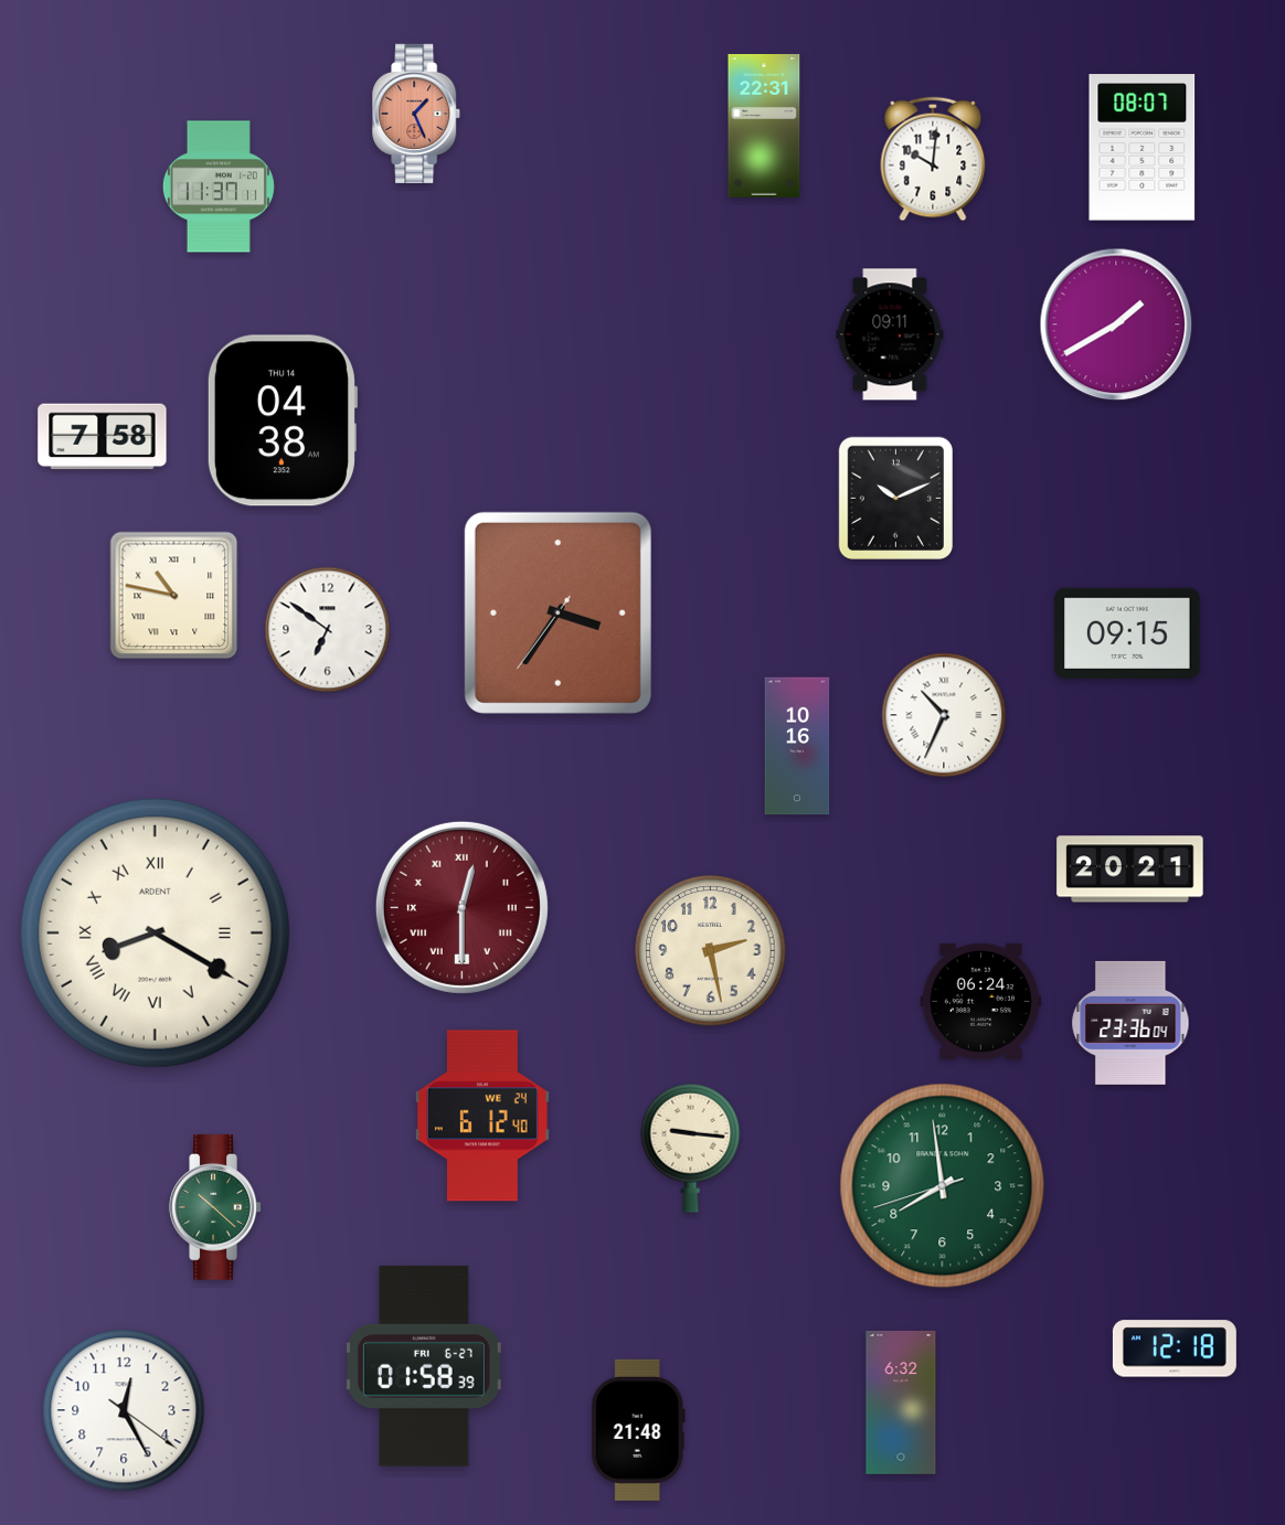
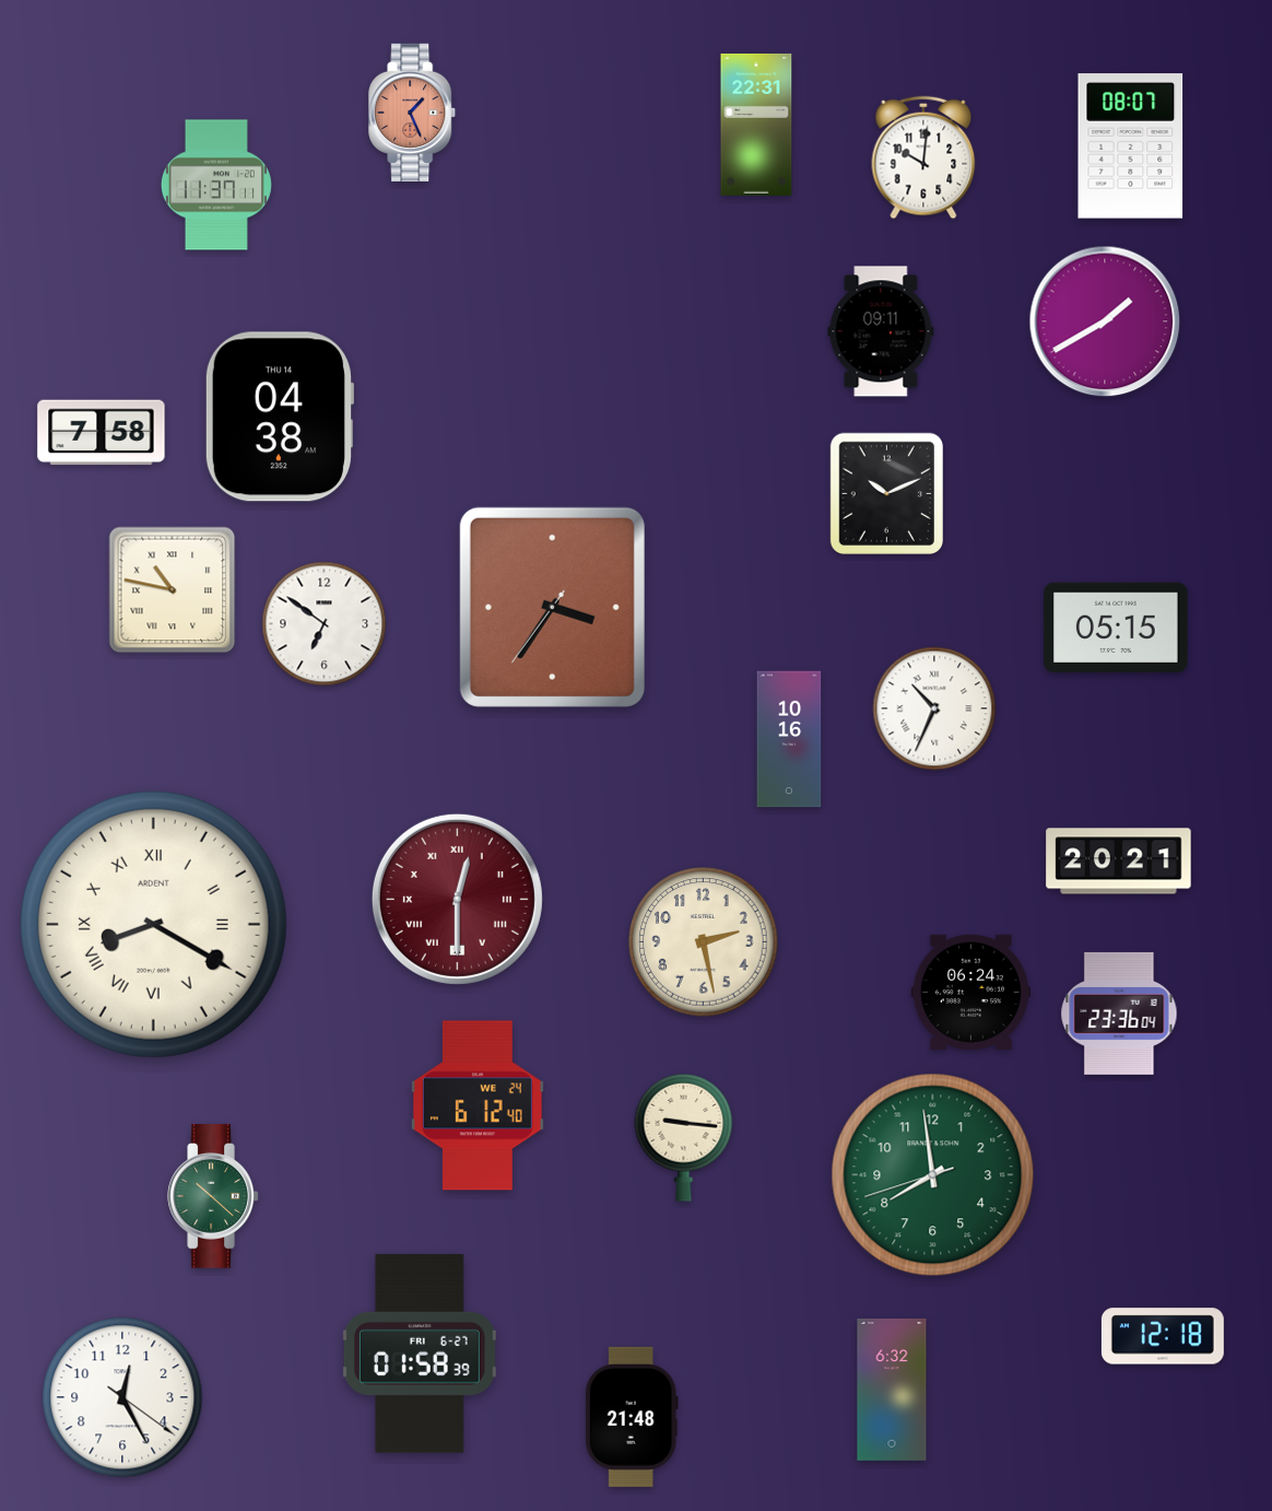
clock at (1127, 633): 09:15 -> 05:15
